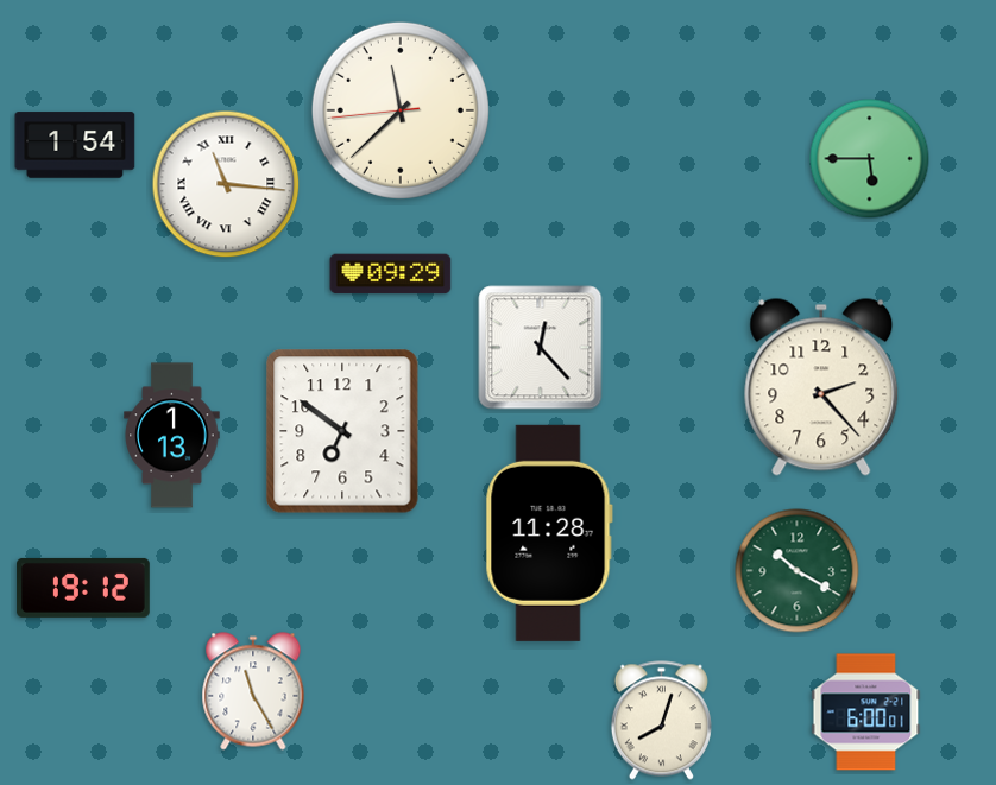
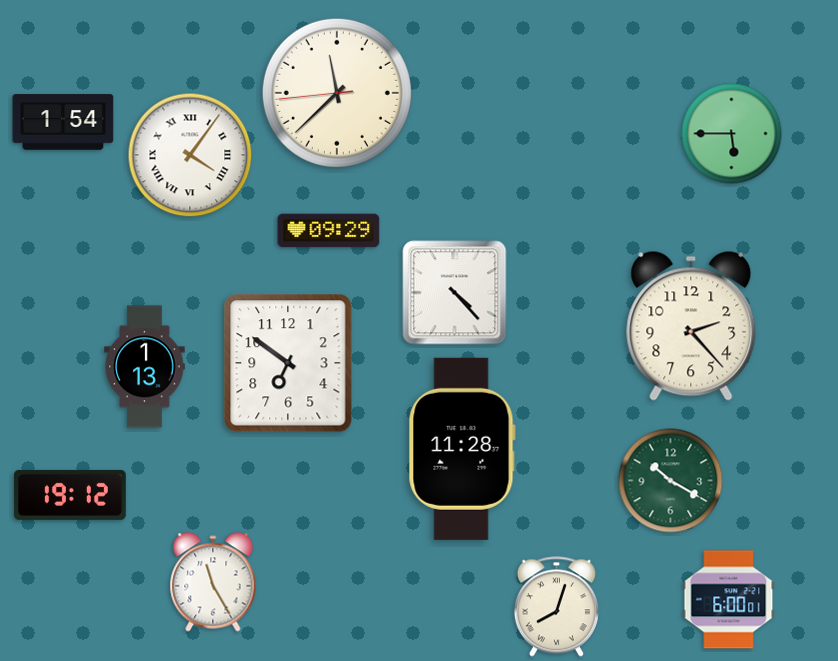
clock at (226, 184): 11:16 -> 4:06
clock at (541, 348): 12:23 -> 4:23
